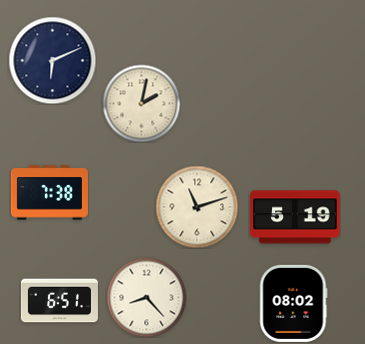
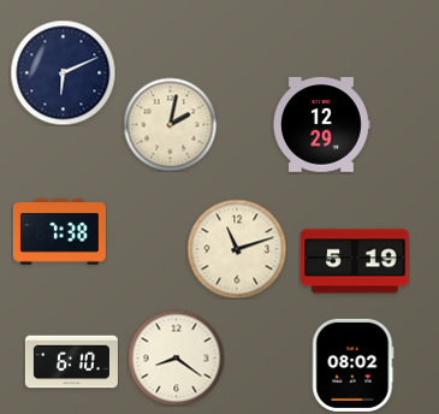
clock at (321, 125): none -> 12:29
clock at (146, 297): 8:23 -> 8:21
clock at (59, 301): 6:51 -> 6:10
